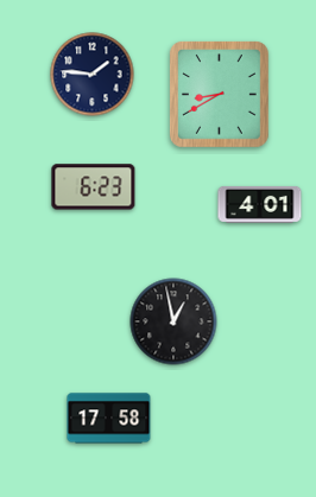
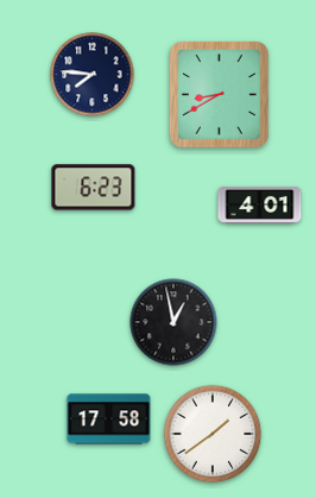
clock at (93, 75): 1:46 -> 7:46
clock at (213, 434): none -> 1:39
